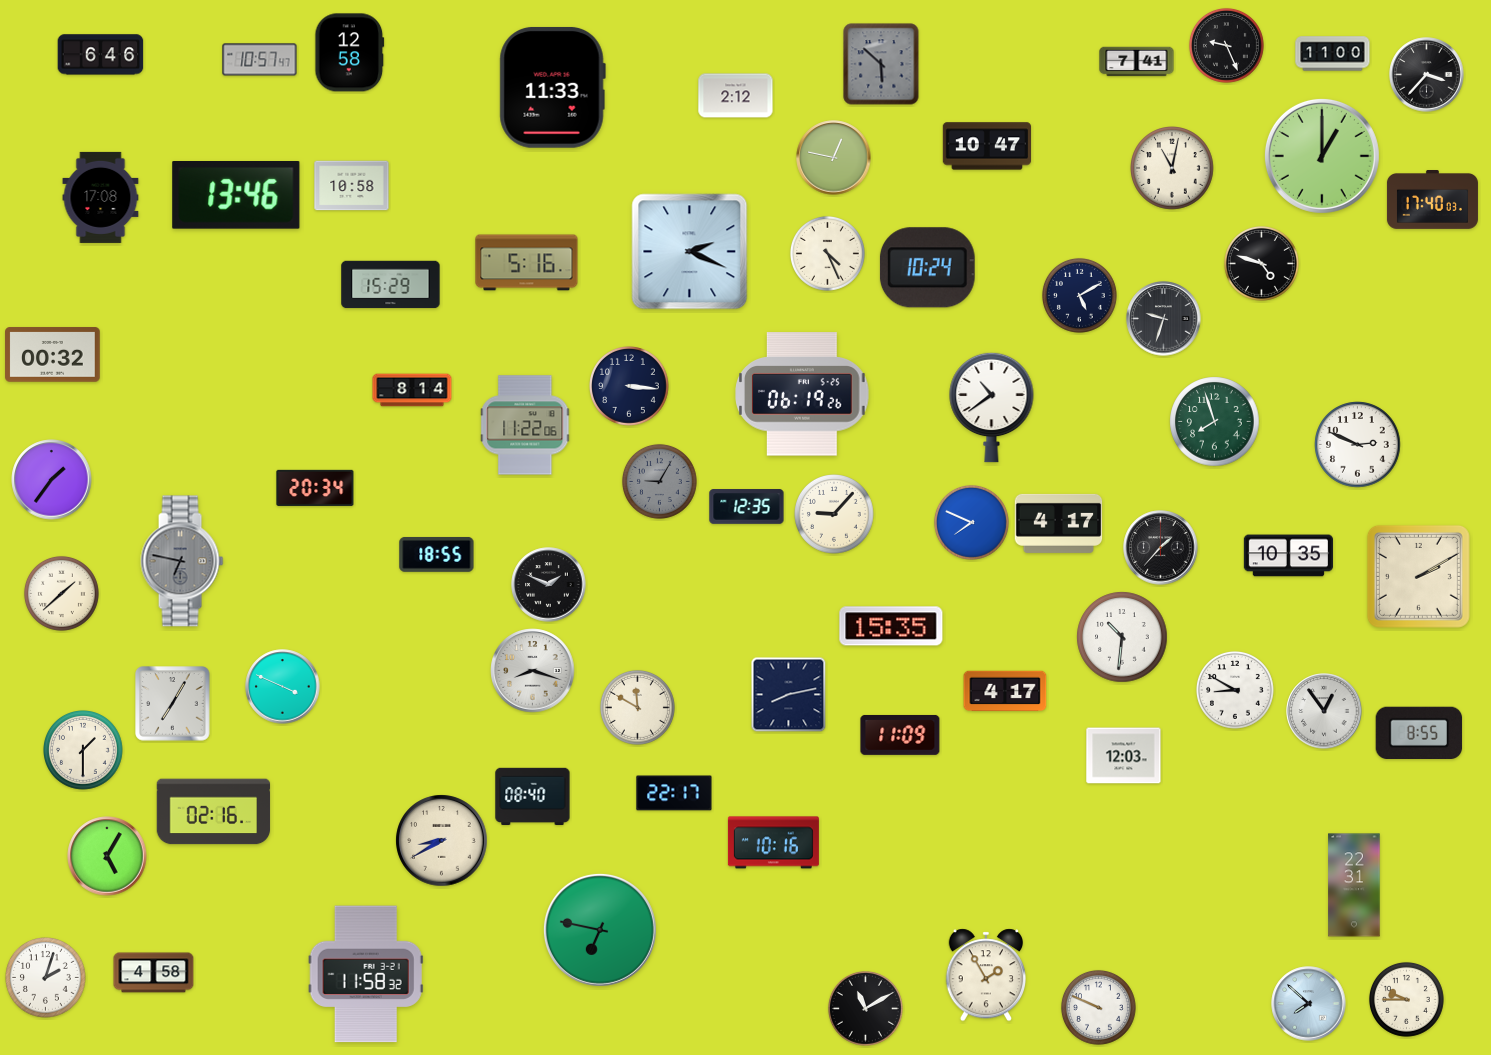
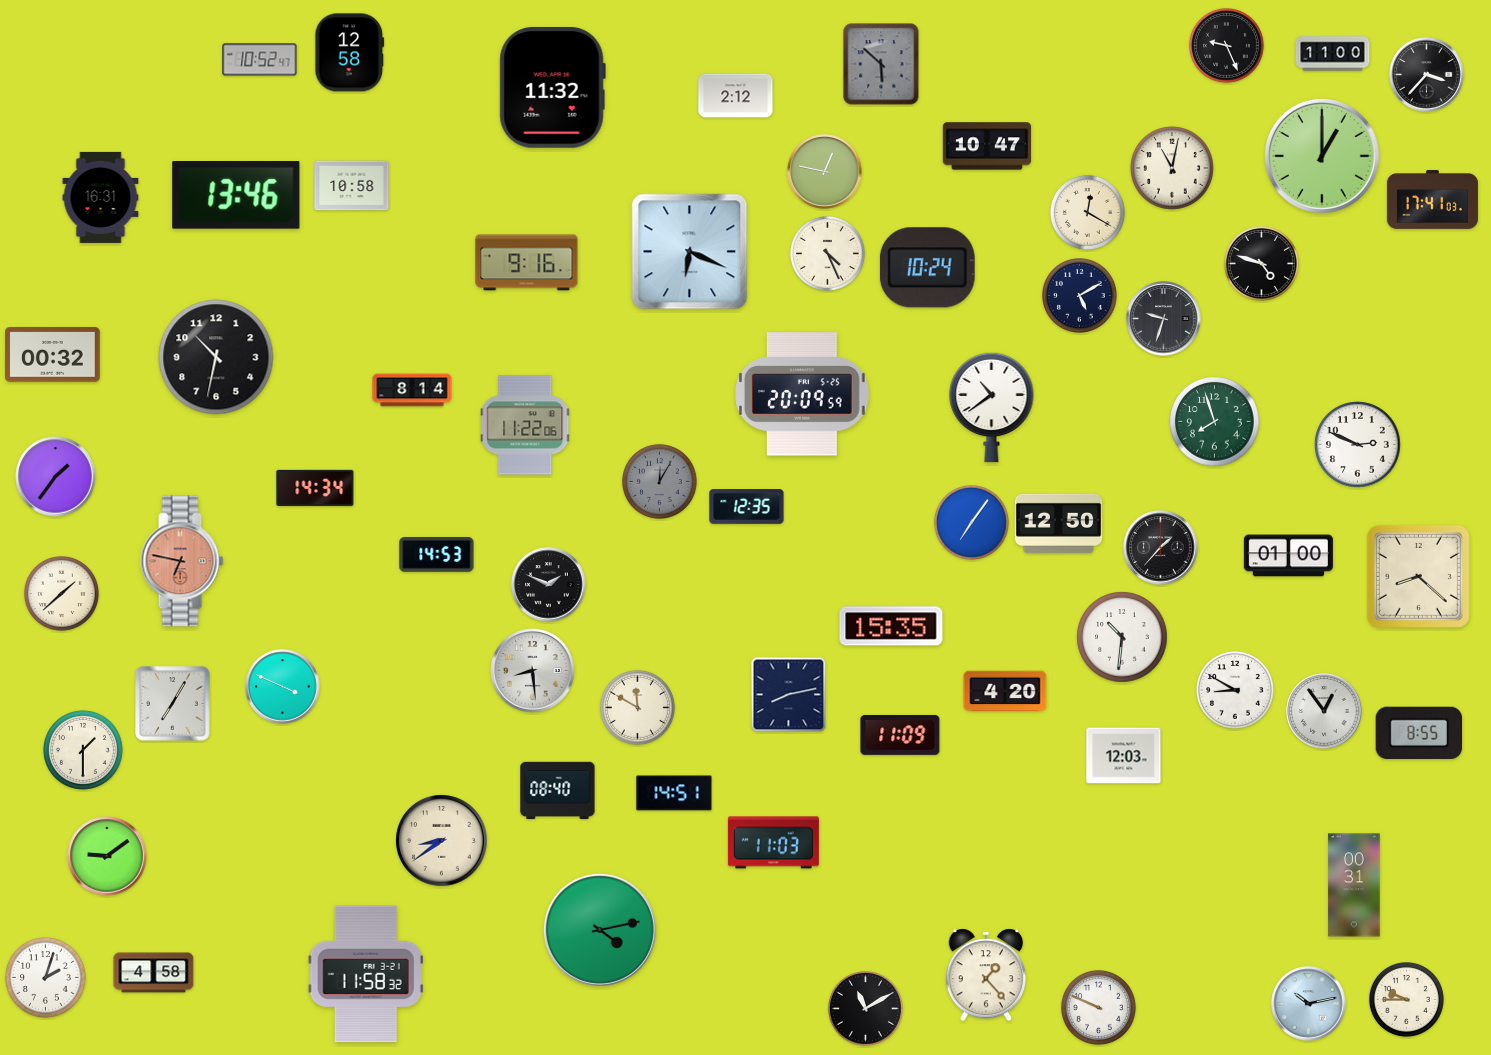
clock at (101, 55): 6:46 -> none
clock at (260, 60): 10:57 -> 10:52
clock at (1137, 62): 7:41 -> none
clock at (552, 87): 11:33 -> 11:32
clock at (834, 158) position: (834, 158) -> (825, 172)
clock at (101, 197): 17:08 -> 16:31
clock at (1432, 200): 17:40 -> 17:41
clock at (1087, 212): none -> 12:20
clock at (690, 252): 2:19 -> 6:19
clock at (527, 263): 5:16 -> 9:16
clock at (391, 285): 15:29 -> none
clock at (216, 357): none -> 10:32
clock at (630, 387): 3:16 -> none
clock at (802, 394): 06:19 -> 20:09
clock at (52, 480) position: (52, 480) -> (56, 477)
clock at (659, 481): 9:05 -> 12:05
clock at (315, 488): 20:34 -> 14:34
clock at (835, 515): 9:07 -> none
clock at (971, 522): 7:49 -> 7:06
clock at (1059, 523): 4:17 -> 12:50
clock at (437, 555): 18:55 -> 14:53
clock at (1288, 556): 10:35 -> 01:00
clock at (182, 561) dial: grey -> salmon
clock at (1418, 576): 2:10 -> 8:22
clock at (533, 671): 8:18 -> 8:29
clock at (1005, 691): 4:17 -> 4:20
clock at (674, 793): 22:17 -> 14:51
clock at (533, 796) position: (533, 796) -> (558, 790)
clock at (214, 812): 02:16 -> none
clock at (442, 841): 8:40 -> 8:39
clock at (773, 843): 10:16 -> 11:03
clock at (107, 856): 5:05 -> 9:09
clock at (1354, 885): 22:31 -> 00:31
clock at (600, 930): 6:47 -> 4:13
clock at (985, 975): 1:55 -> 1:23
clock at (1309, 1004): 7:52 -> 10:13
